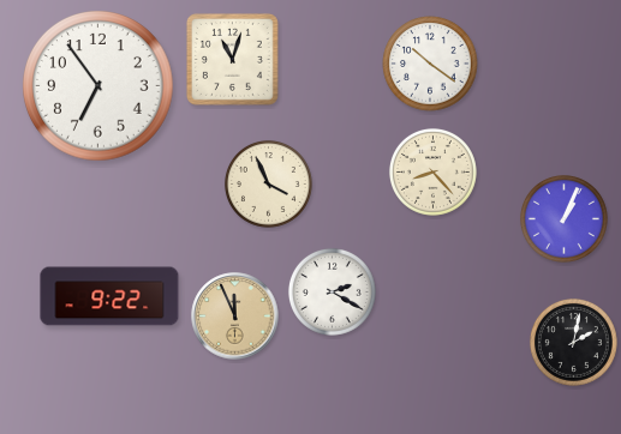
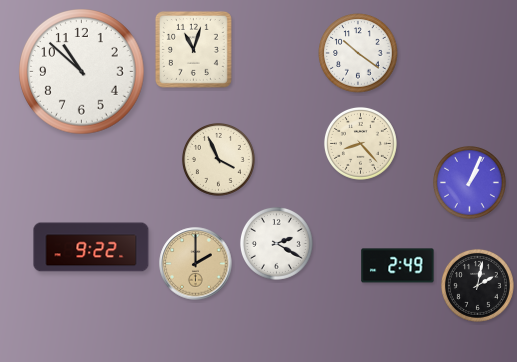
clock at (98, 86): 6:54 -> 10:52
clock at (268, 183) position: (268, 183) -> (218, 159)
clock at (235, 317): 11:56 -> 2:00
clock at (398, 266): none -> 2:49
